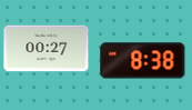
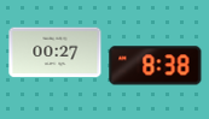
clock at (47, 49) position: (47, 49) -> (56, 53)
